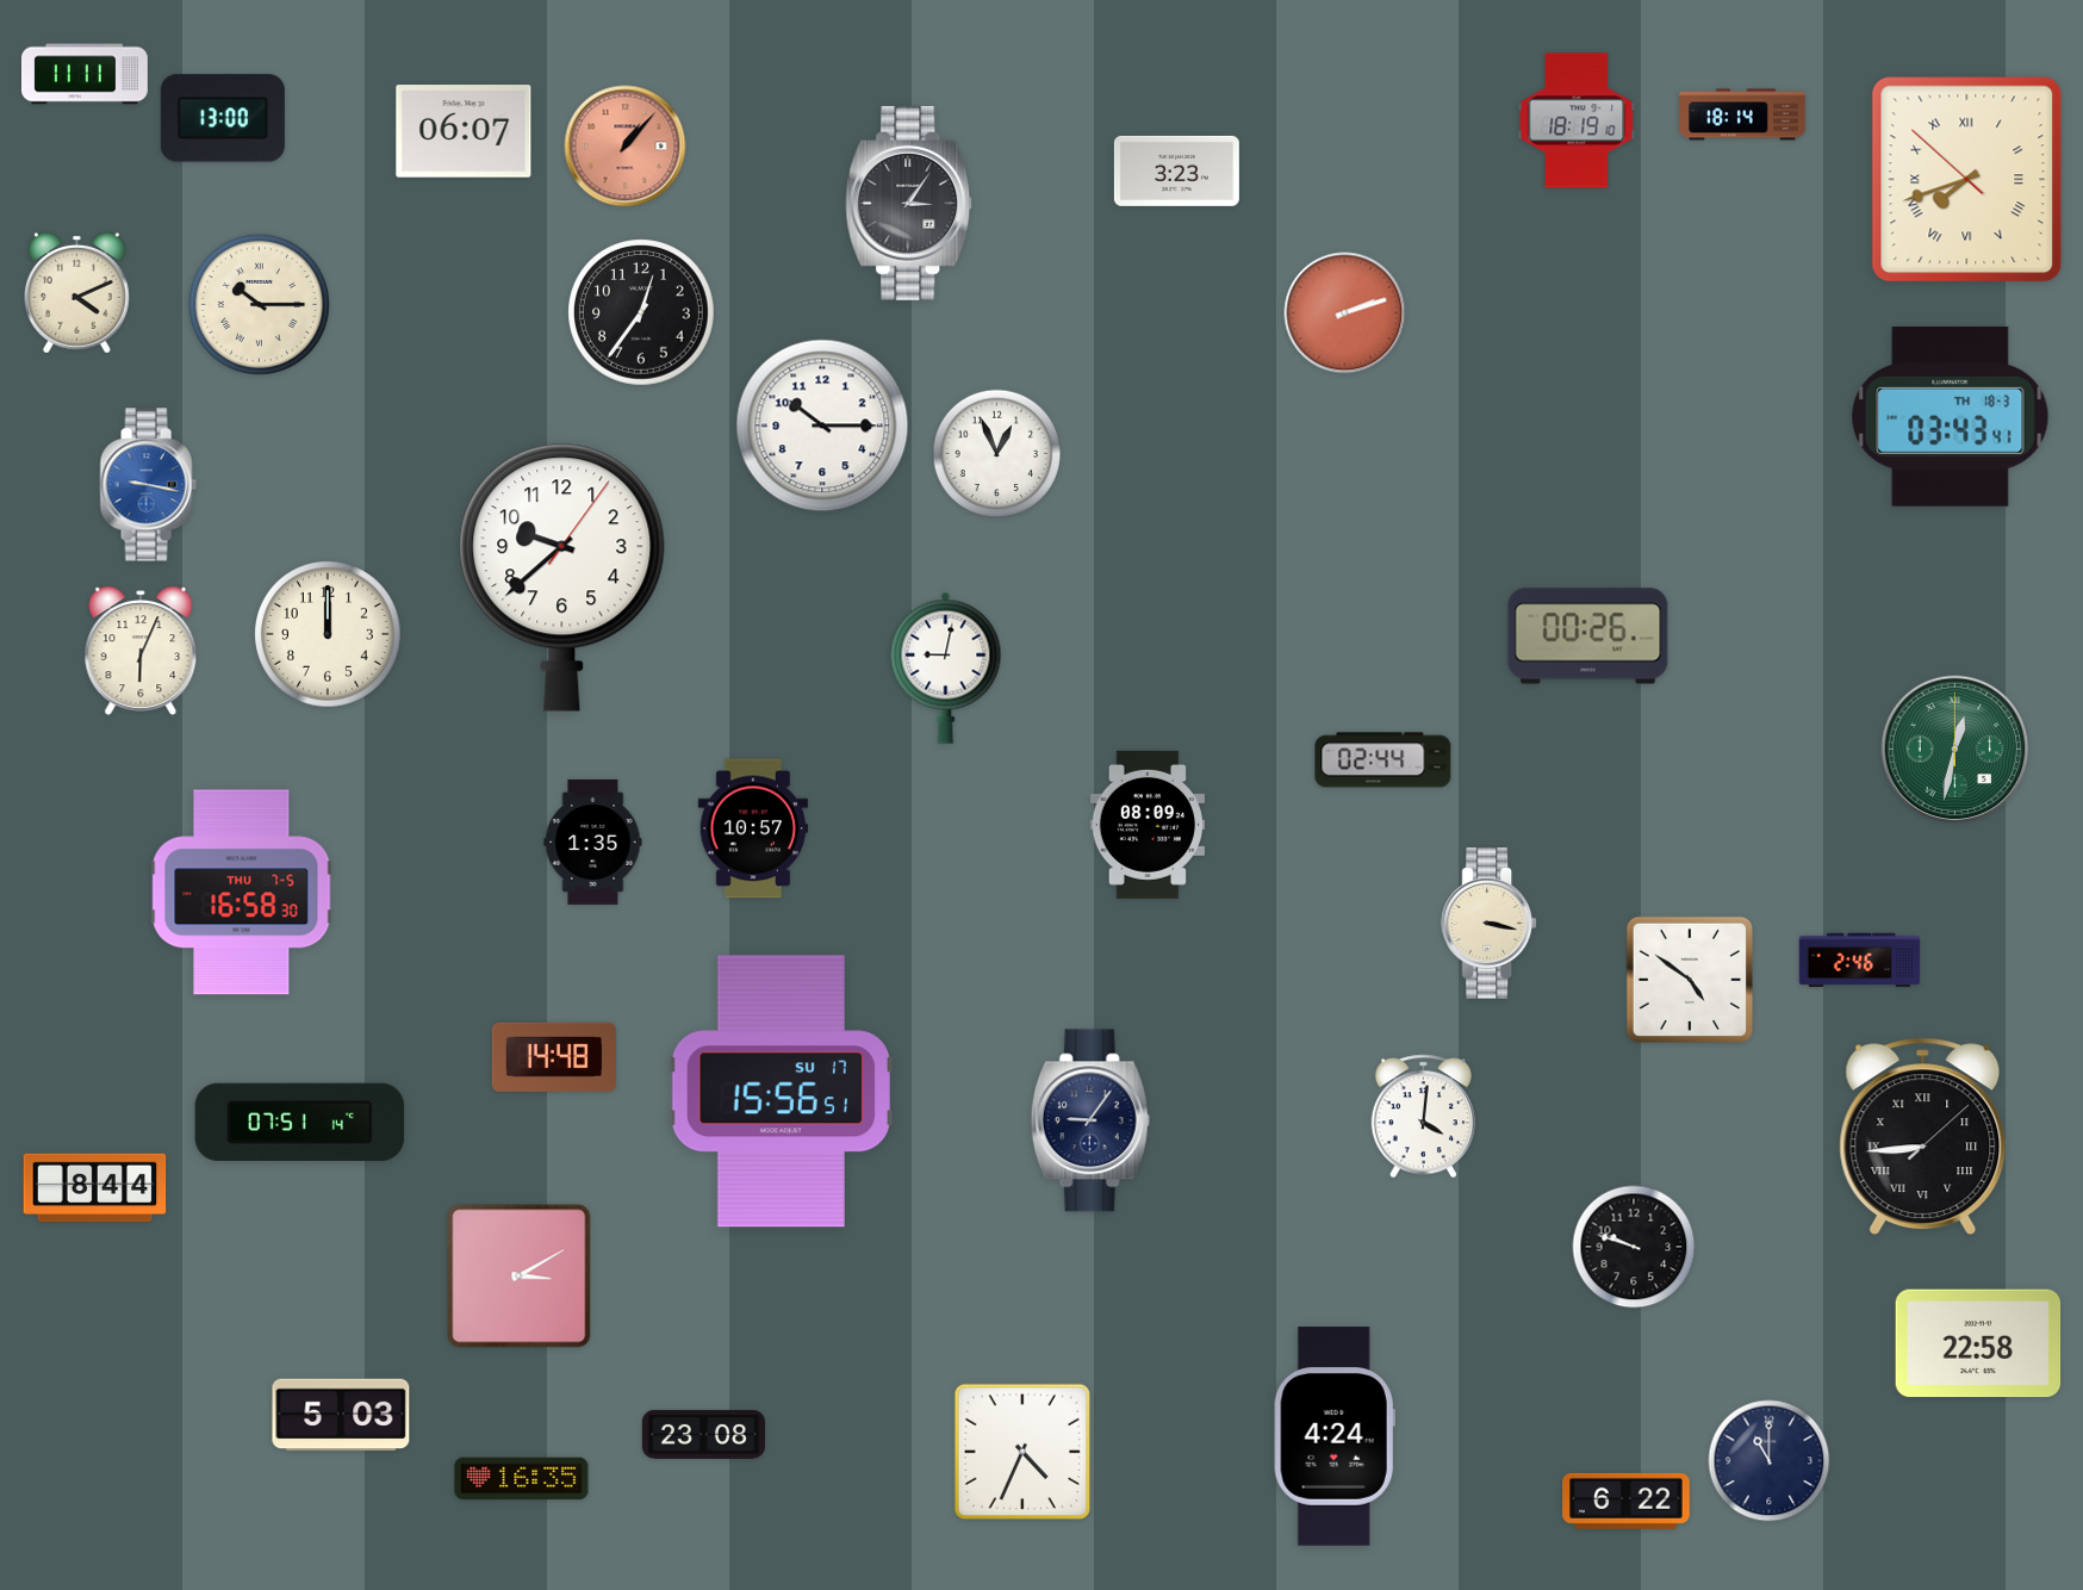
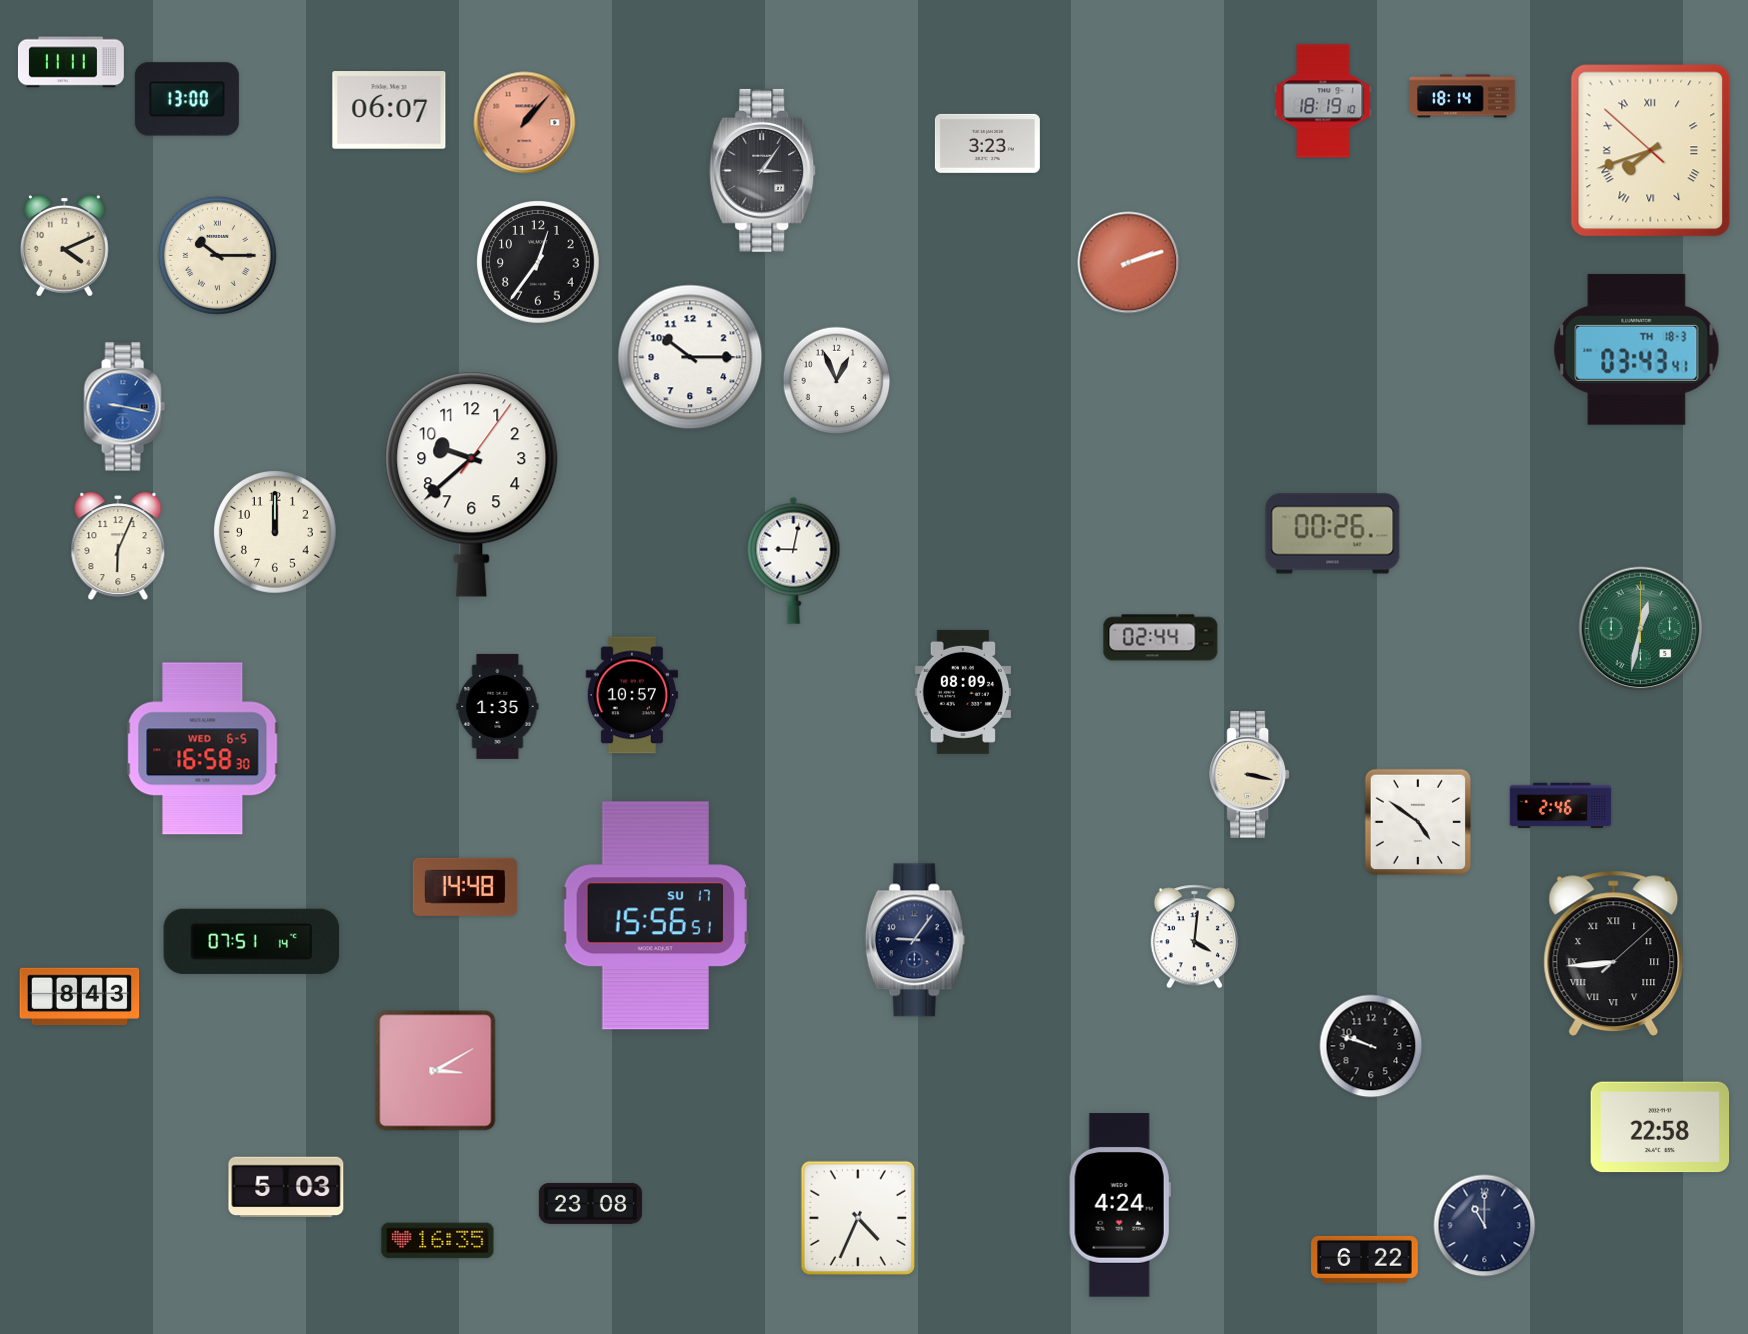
clock at (242, 893) date: THU 7-5 -> WED 6-5
clock at (95, 1188): 8:44 -> 8:43
